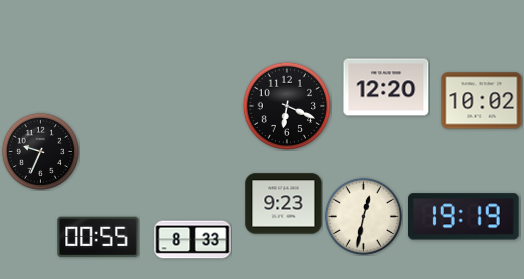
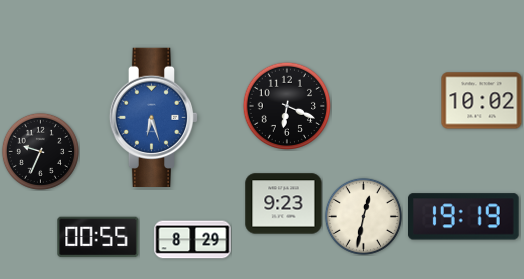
clock at (386, 87): 12:20 -> none
clock at (154, 117): none -> 6:27
clock at (193, 240): 8:33 -> 8:29
